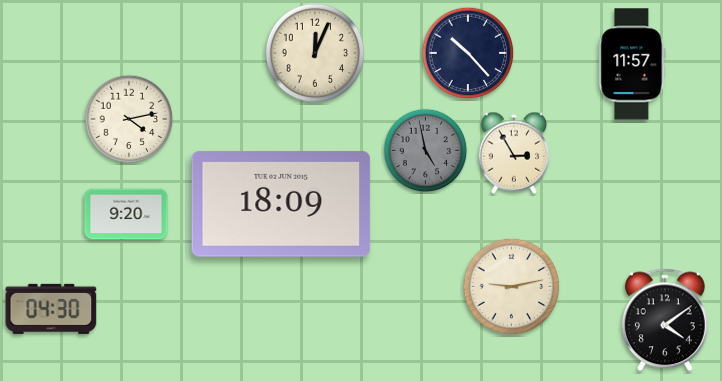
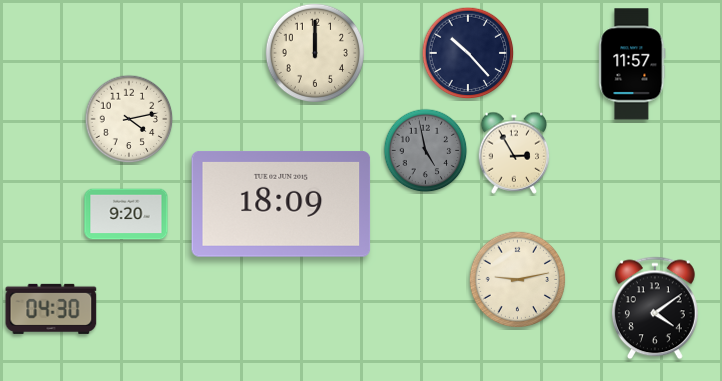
clock at (315, 53): 12:04 -> 12:00
clock at (512, 287) position: (512, 287) -> (518, 280)
clock at (665, 320) position: (665, 320) -> (655, 308)
